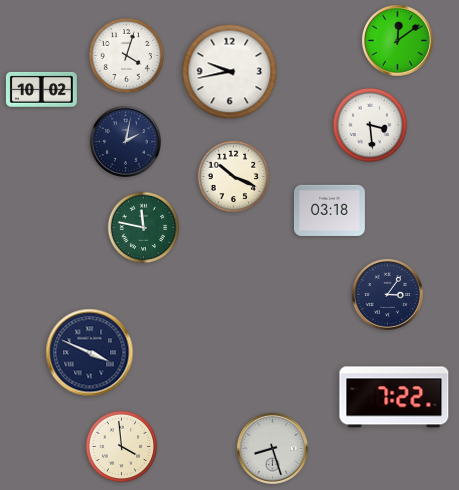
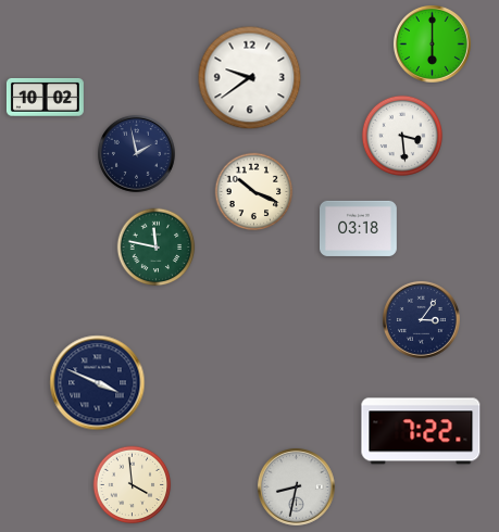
clock at (397, 40): 12:09 -> 6:00
clock at (126, 55): 4:03 -> none
clock at (230, 72): 9:43 -> 9:39
clock at (125, 141): 2:02 -> 1:58
clock at (394, 397) position: (394, 397) -> (421, 431)
clock at (272, 448): 8:27 -> 8:32
